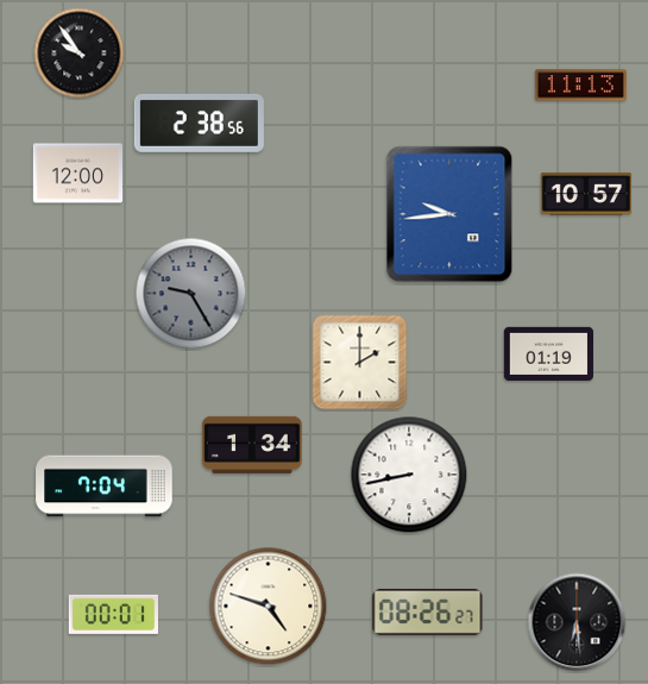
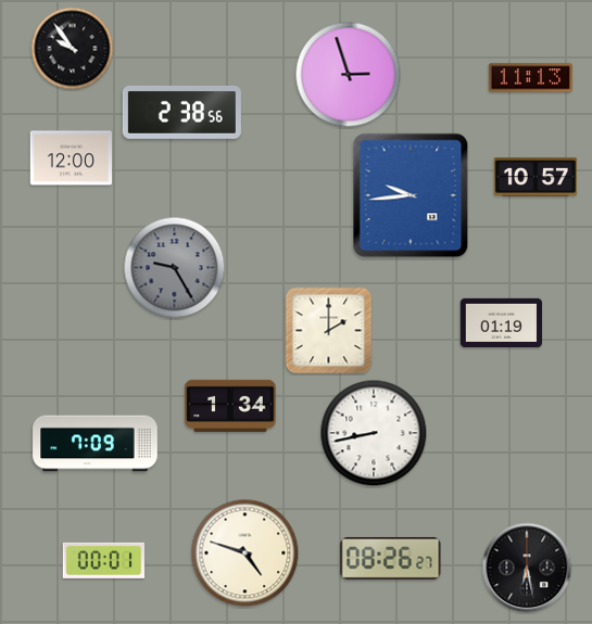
clock at (349, 75): none -> 2:57
clock at (105, 487): 7:04 -> 7:09
clock at (577, 622): 6:29 -> 6:28
